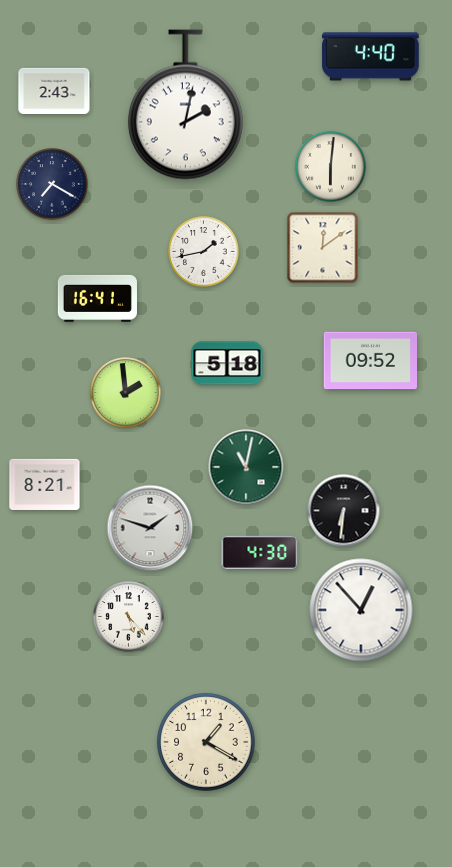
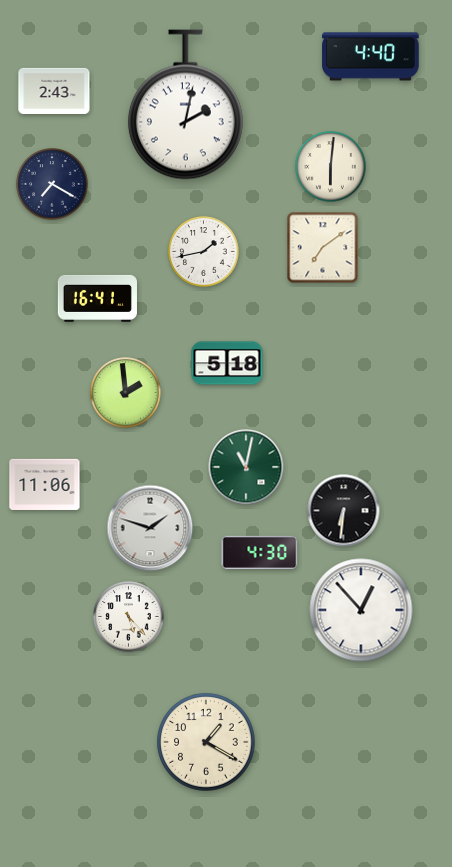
clock at (323, 248): 12:09 -> 7:09
clock at (370, 361): 09:52 -> none
clock at (45, 484): 8:21 -> 11:06
